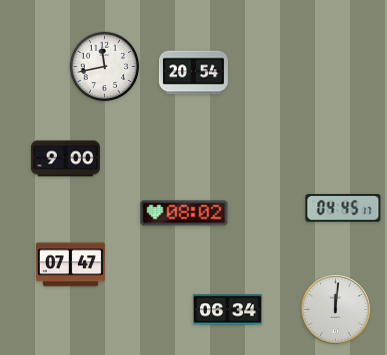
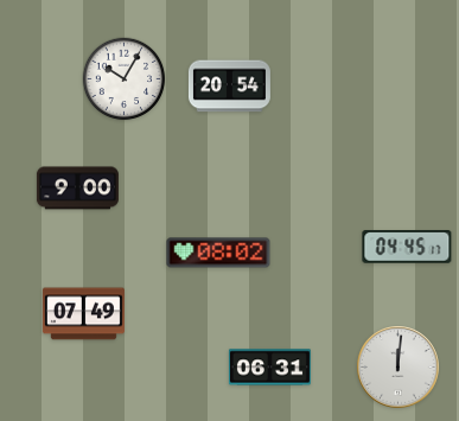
clock at (105, 67): 11:43 -> 10:05
clock at (70, 265): 07:47 -> 07:49
clock at (227, 310): 06:34 -> 06:31
